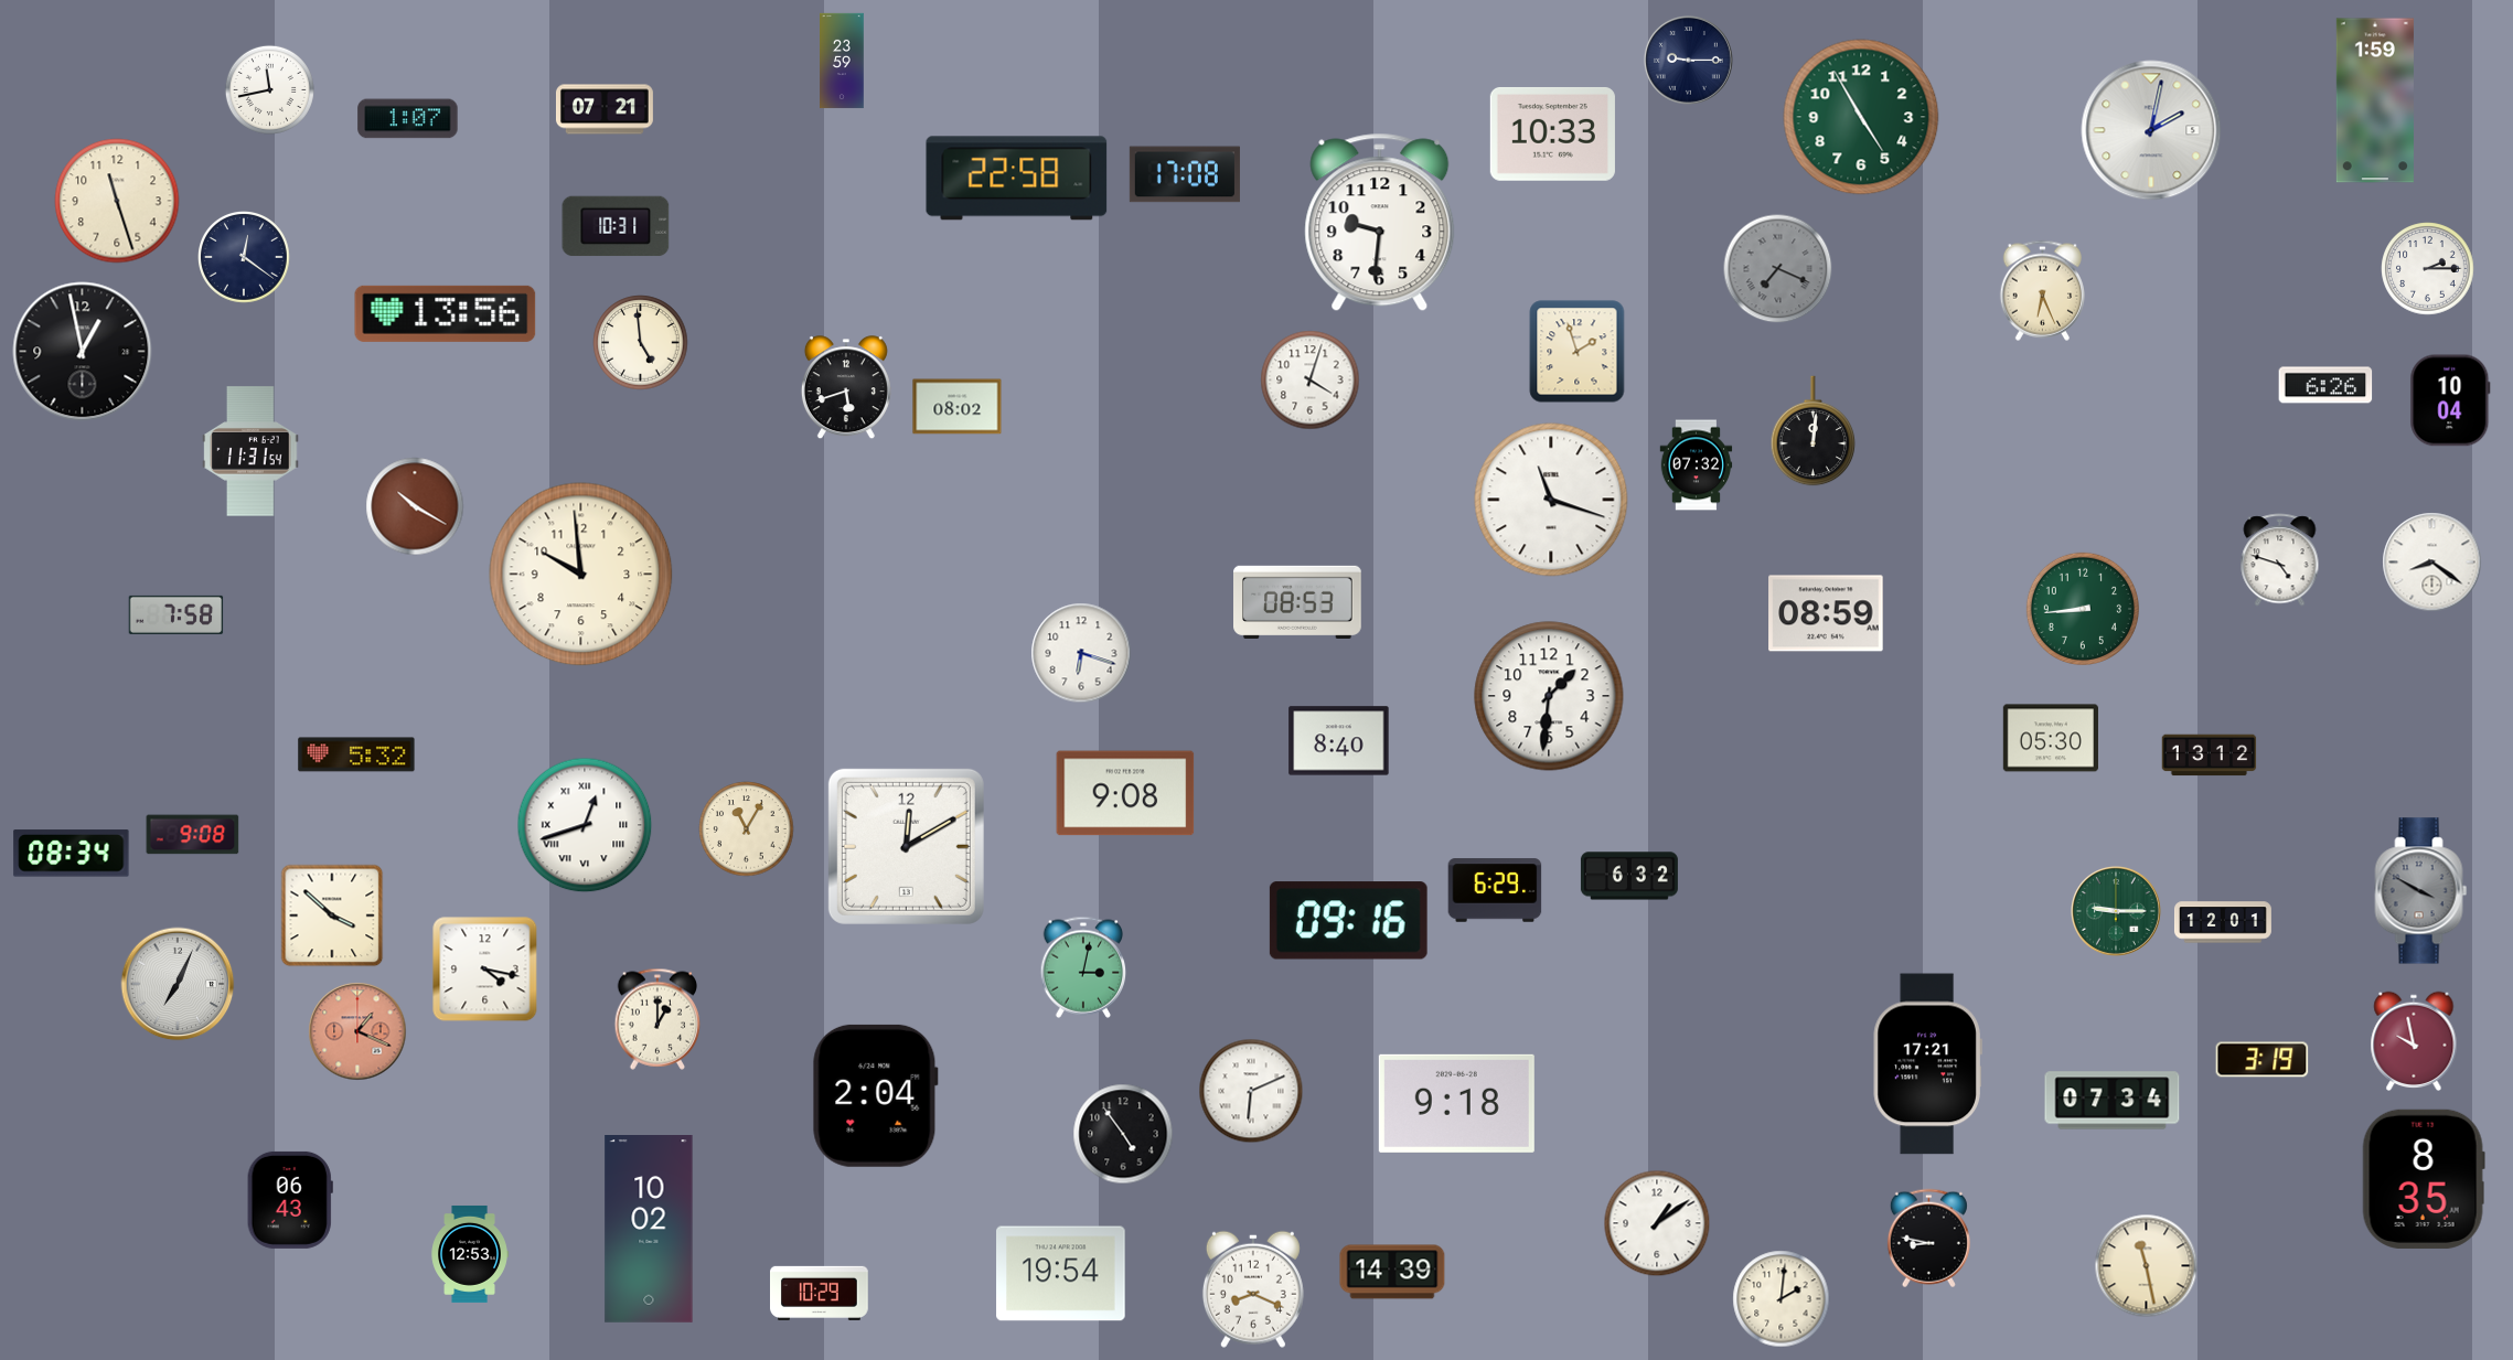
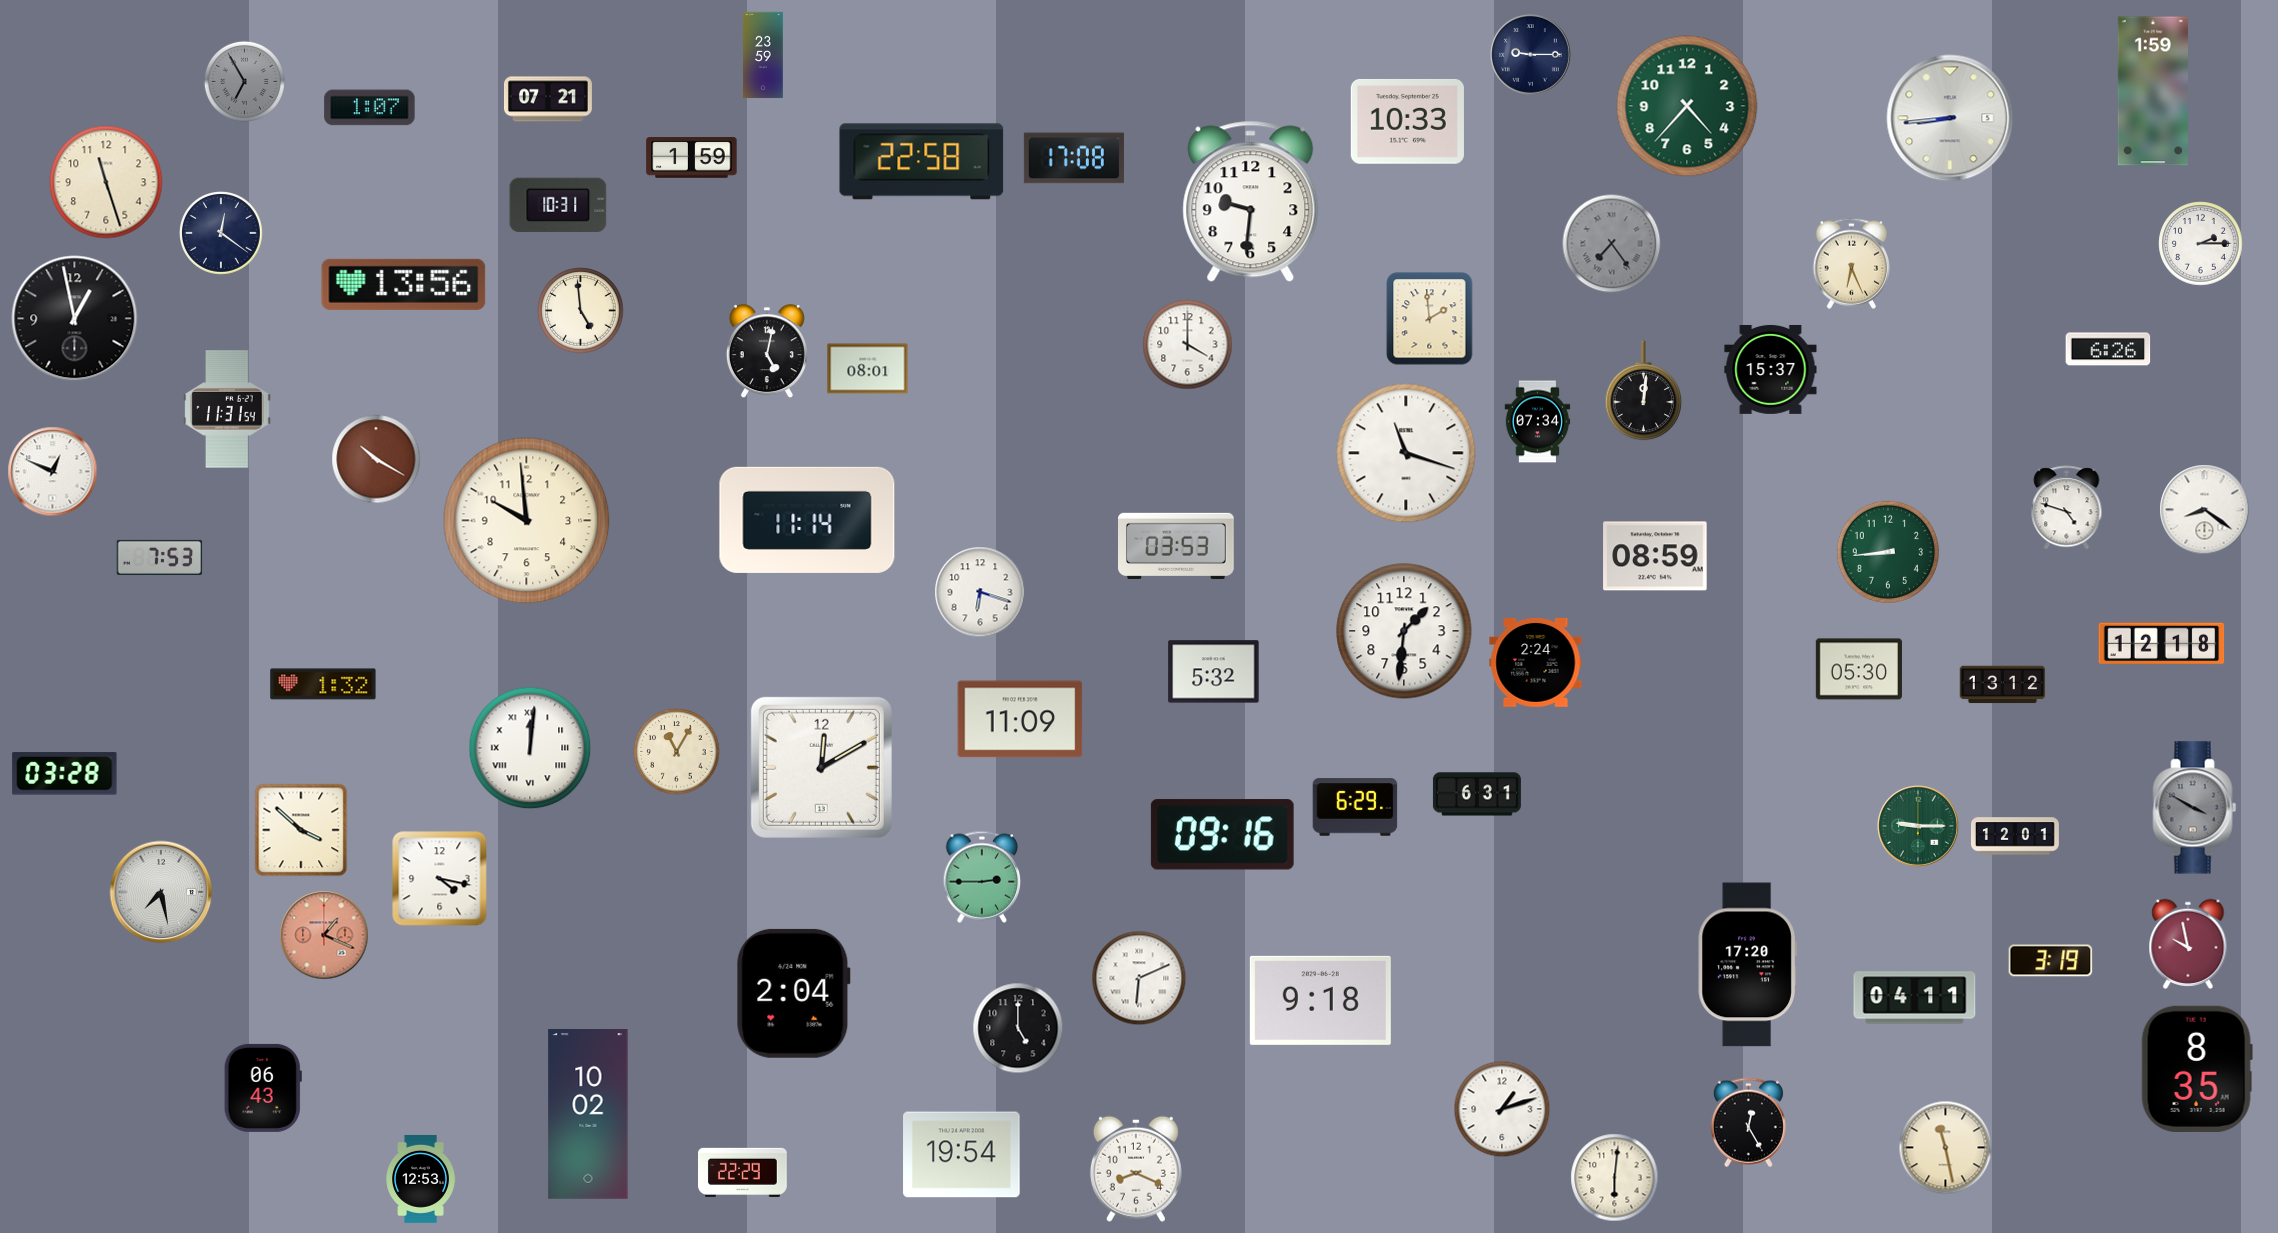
clock at (269, 89): 11:43 -> 6:55
clock at (269, 89) dial: white -> grey
clock at (1861, 117): 4:55 -> 4:37
clock at (2151, 130): 2:02 -> 8:44
clock at (692, 158): none -> 1:59
clock at (1778, 269): 7:19 -> 7:24
clock at (1578, 352): 1:57 -> 1:59
clock at (1311, 381): 4:03 -> 4:00
clock at (846, 388): 5:42 -> 5:02
clock at (2450, 400): 10:04 -> none
clock at (958, 407): 08:02 -> 08:01
clock at (1771, 369): none -> 15:37
clock at (1697, 465): 07:32 -> 07:34
clock at (53, 472): none -> 12:49
clock at (807, 520): none -> 11:14
clock at (1297, 601): 08:53 -> 03:53
clock at (177, 614): 7:58 -> 7:53
clock at (2162, 644): none -> 12:18
clock at (1536, 662): none -> 2:24
clock at (1339, 741): 8:40 -> 5:32
clock at (356, 754): 5:32 -> 1:32
clock at (1125, 793): 9:08 -> 11:09
clock at (585, 825): 12:42 -> 12:01
clock at (193, 835): 9:08 -> none
clock at (72, 854): 08:34 -> 03:28
clock at (1629, 876): 6:32 -> 6:31
clock at (1083, 967): 3:02 -> 2:45
clock at (178, 984): 7:04 -> 7:28
clock at (657, 1019): 1:00 -> none
clock at (1927, 1064): 17:21 -> 17:20
clock at (1251, 1091) position: (1251, 1091) -> (1139, 978)
clock at (2113, 1101): 07:34 -> 04:11
clock at (1123, 1134): 4:54 -> 5:00
clock at (1657, 1223): 1:09 -> 1:12
clock at (1928, 1239): 8:47 -> 12:25
clock at (470, 1254) position: (470, 1254) -> (421, 1179)
clock at (1392, 1272): 14:39 -> none
clock at (820, 1293): 10:29 -> 22:29
clock at (1782, 1299): 2:01 -> 6:01
